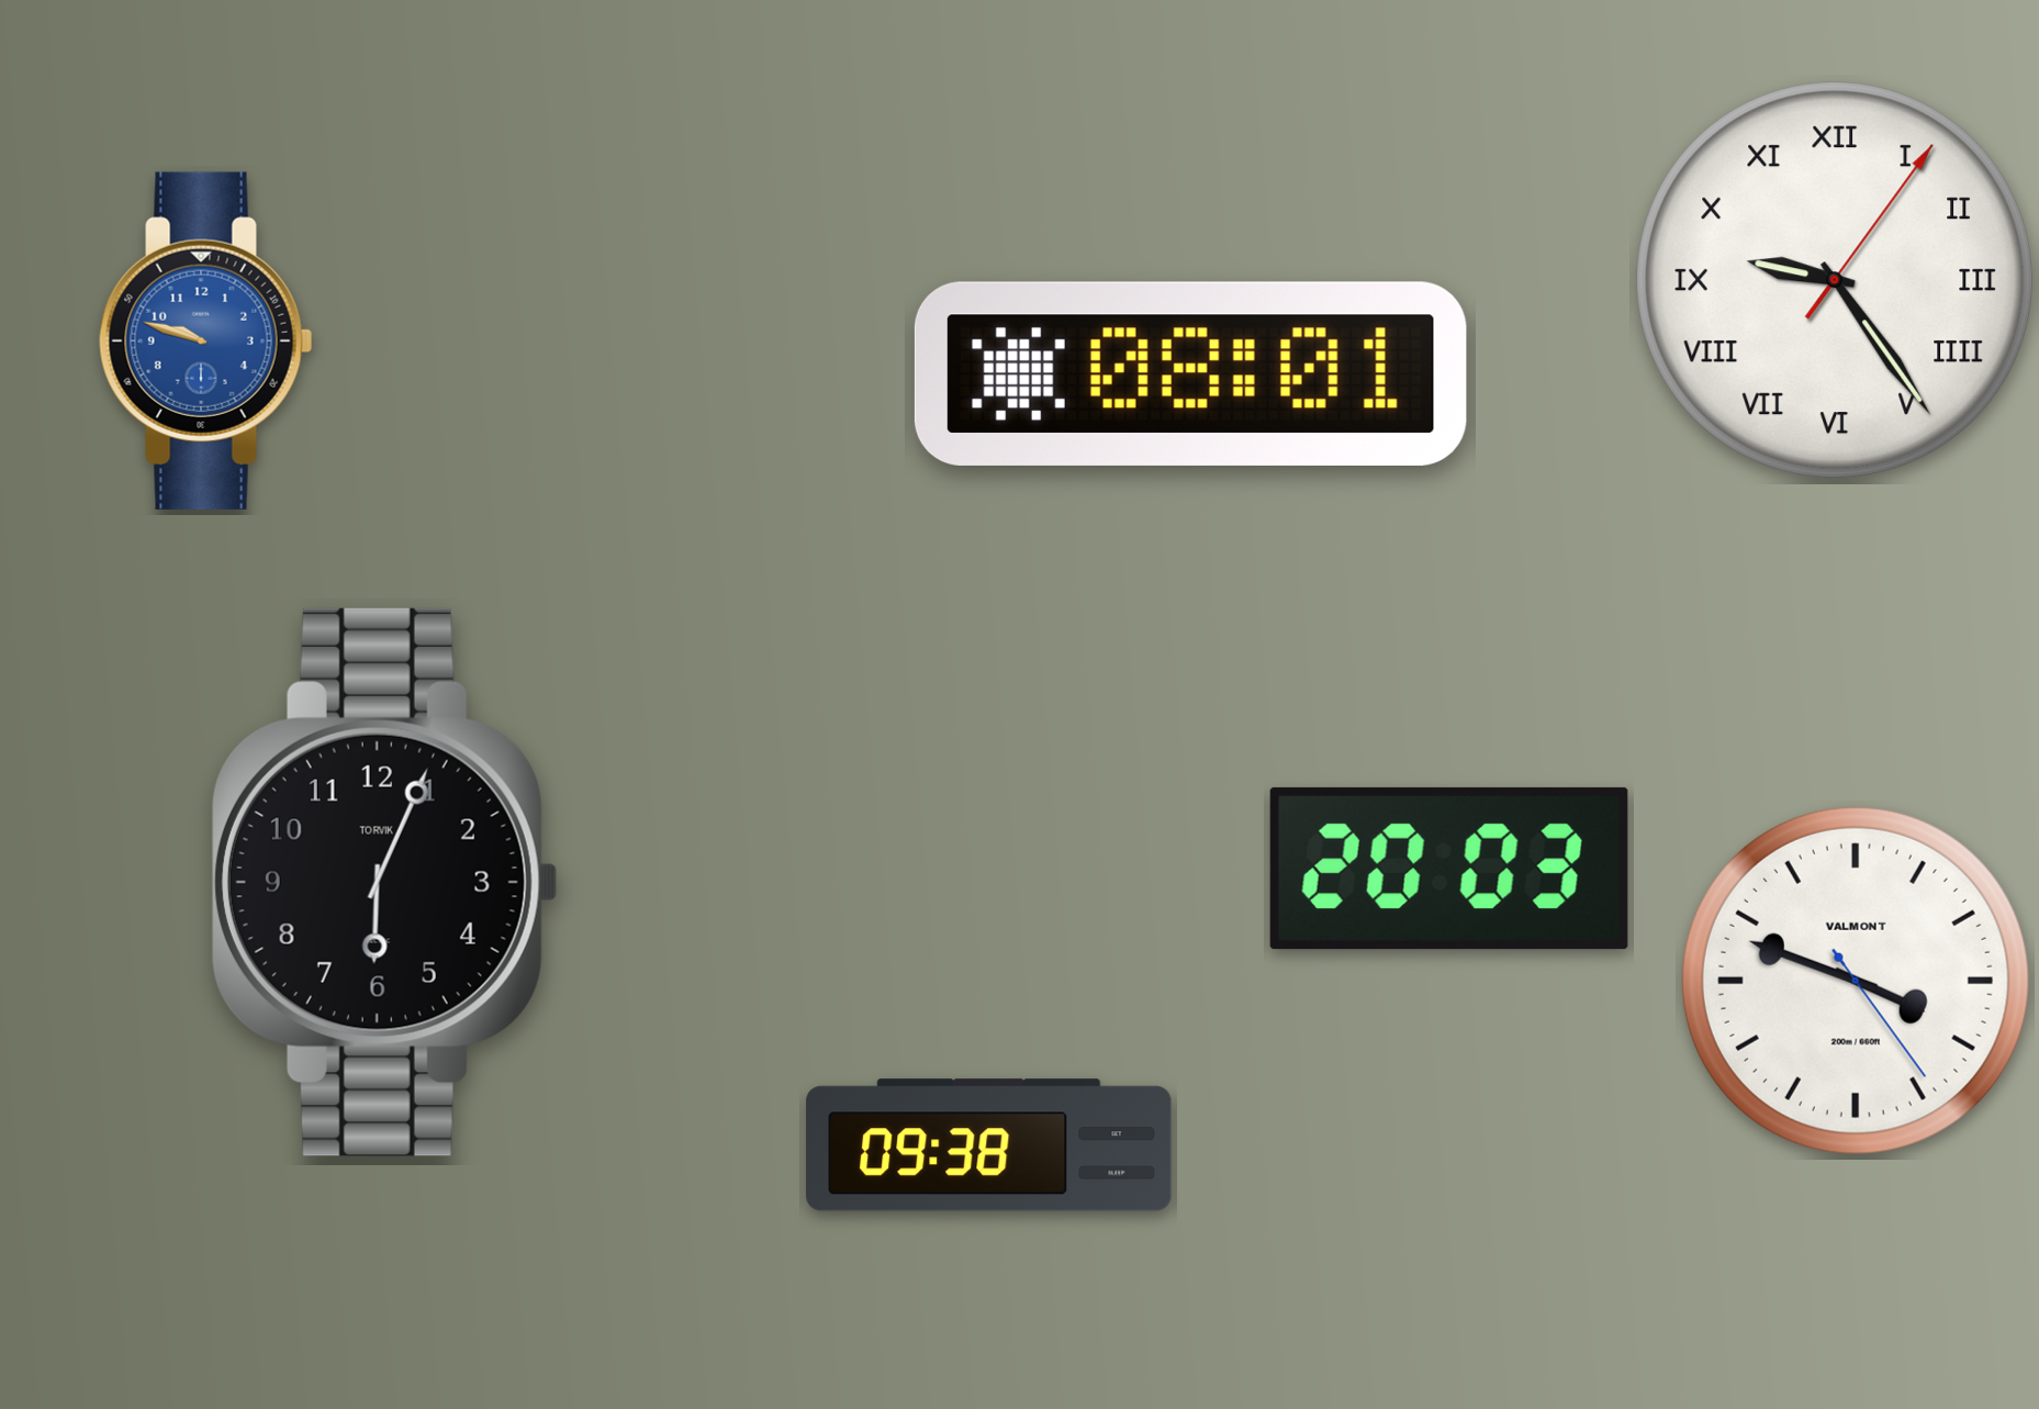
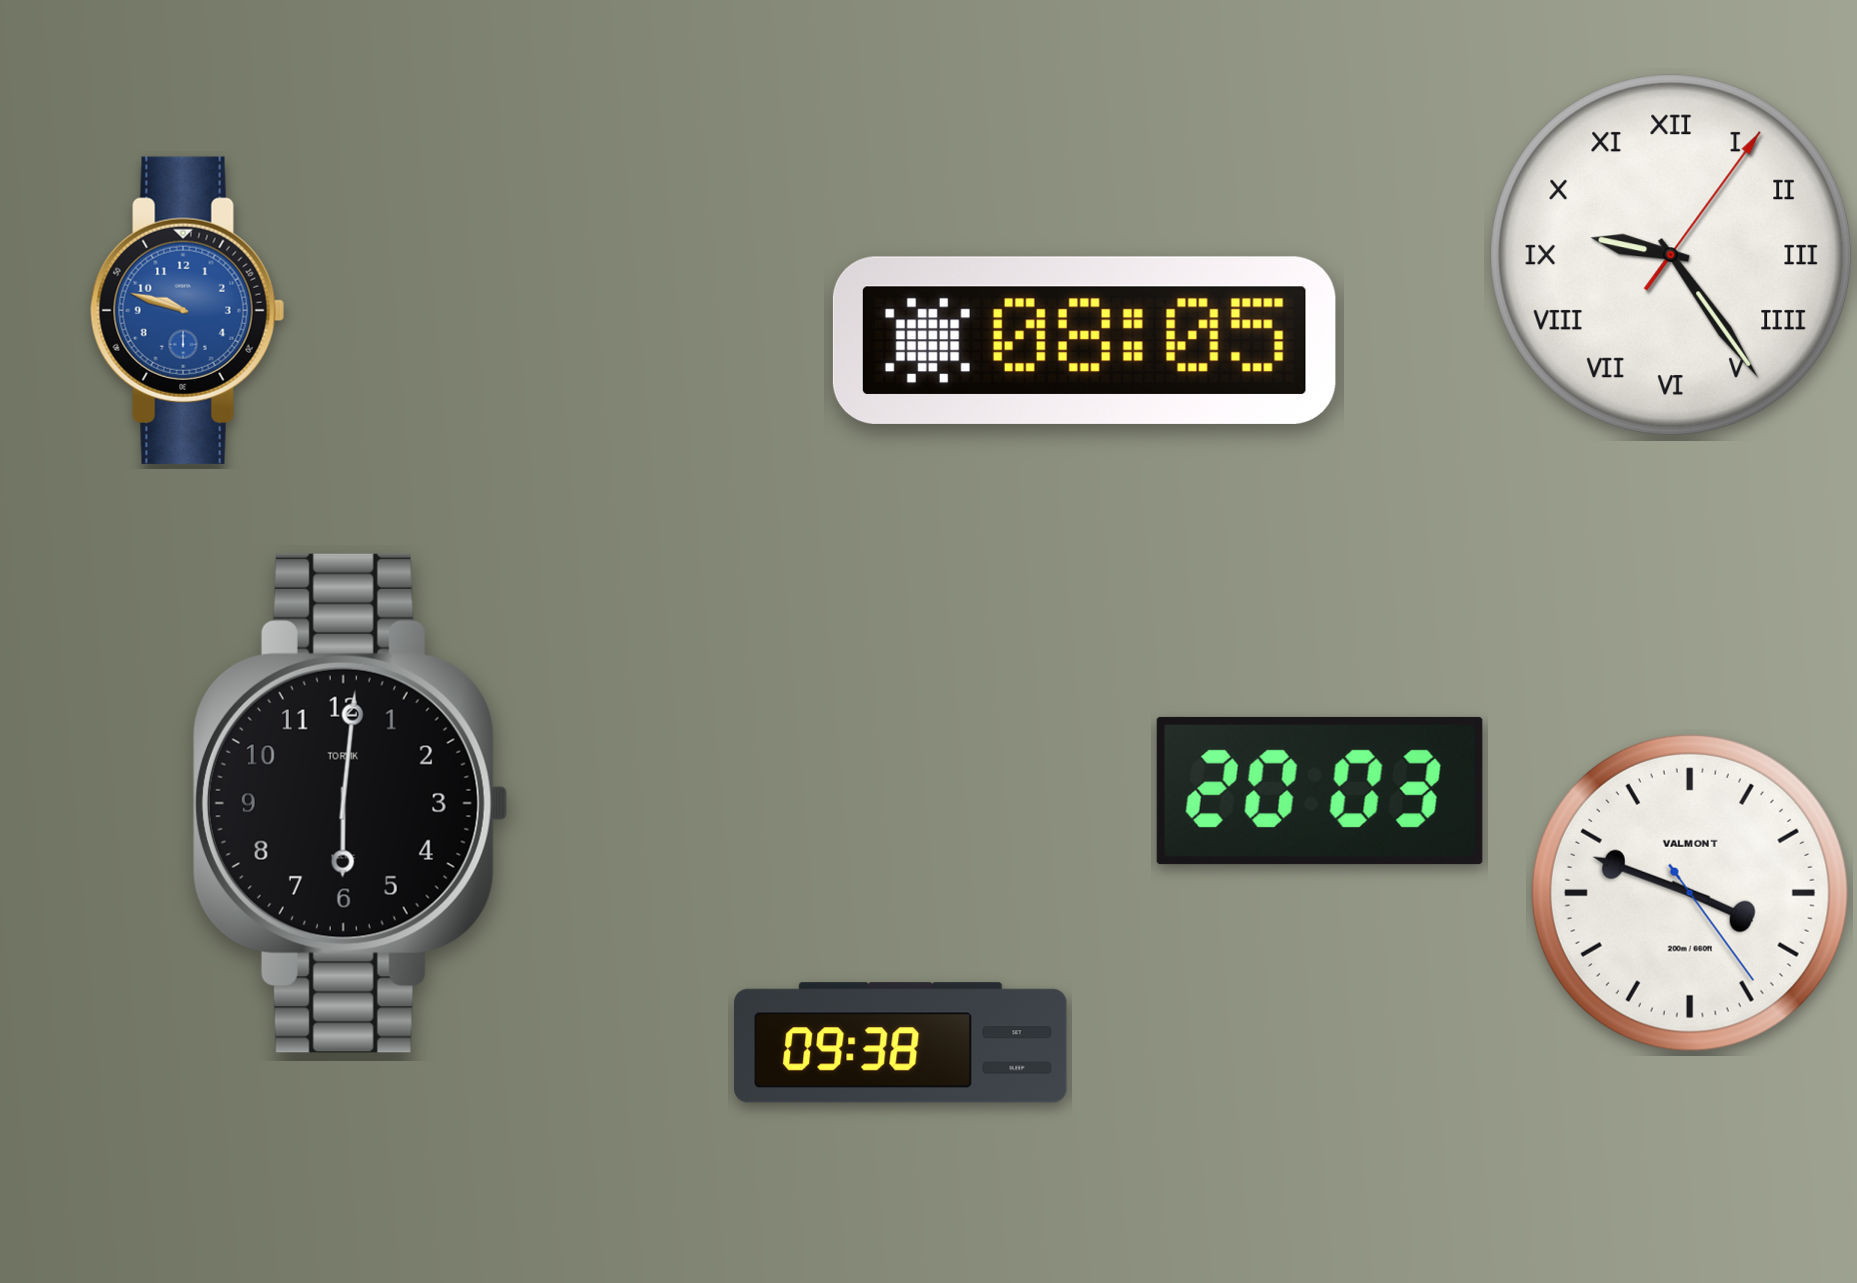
clock at (1190, 373): 08:01 -> 08:05
clock at (384, 882): 6:04 -> 6:01
